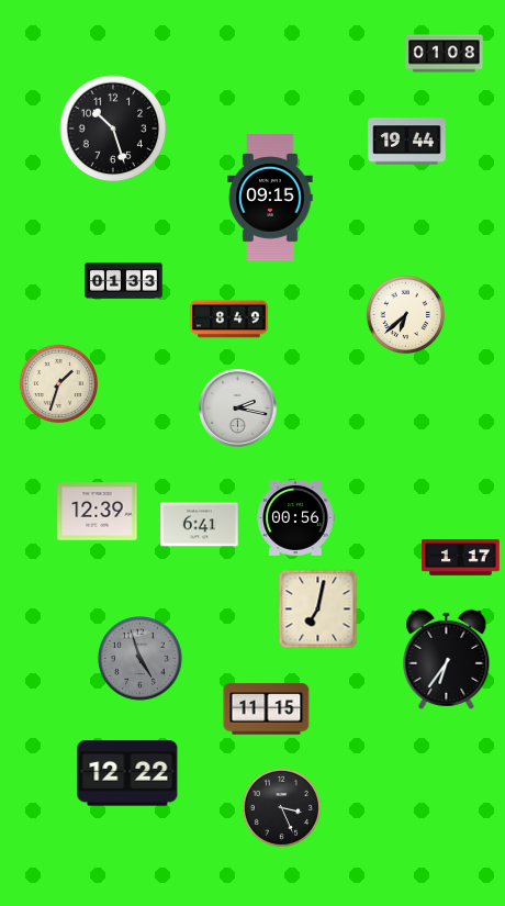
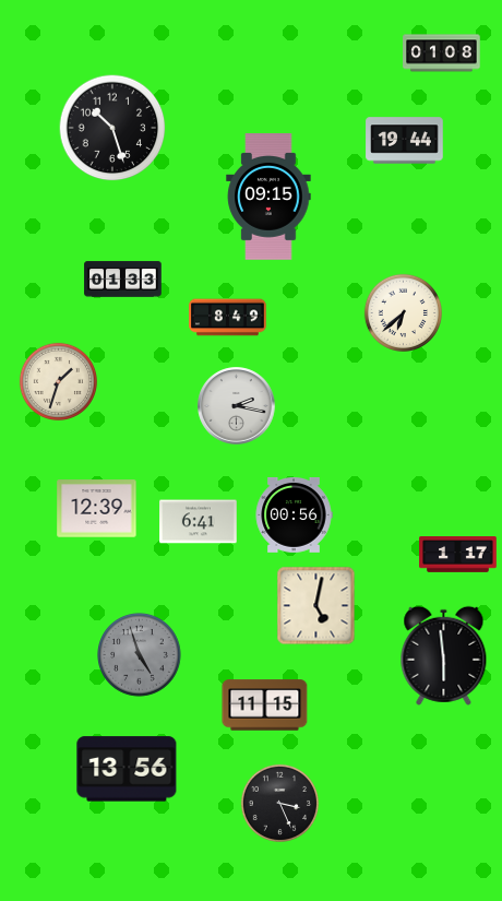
clock at (318, 609): 7:02 -> 5:02
clock at (447, 659): 6:36 -> 5:59
clock at (127, 773): 12:22 -> 13:56
